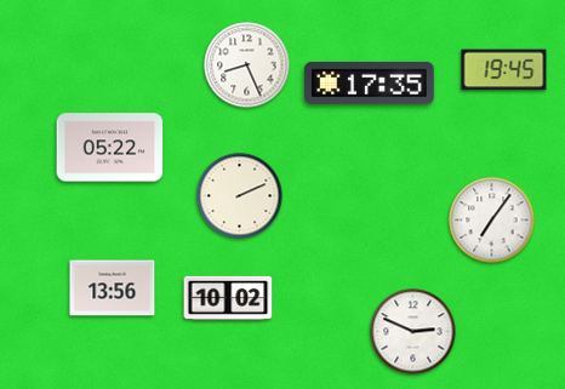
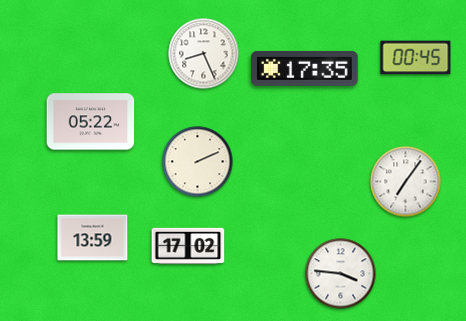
clock at (504, 70): 19:45 -> 00:45
clock at (113, 288): 13:56 -> 13:59
clock at (228, 298): 10:02 -> 17:02
clock at (413, 332): 2:49 -> 3:46
